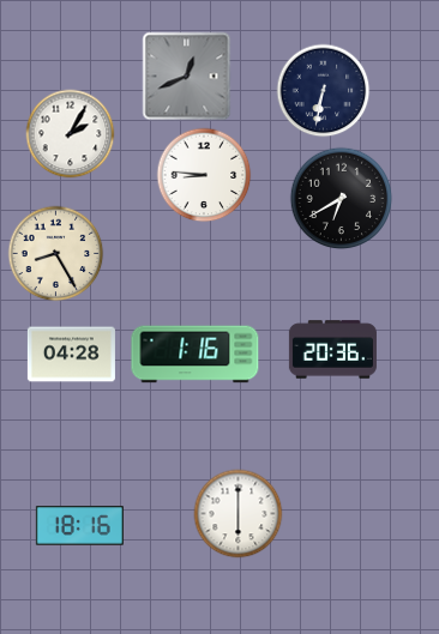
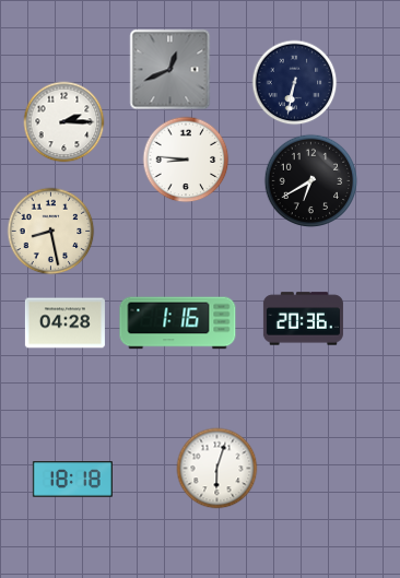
clock at (71, 134): 2:05 -> 2:15
clock at (56, 254): 8:25 -> 8:28
clock at (239, 514): 6:00 -> 6:03
clock at (79, 526): 18:16 -> 18:18
